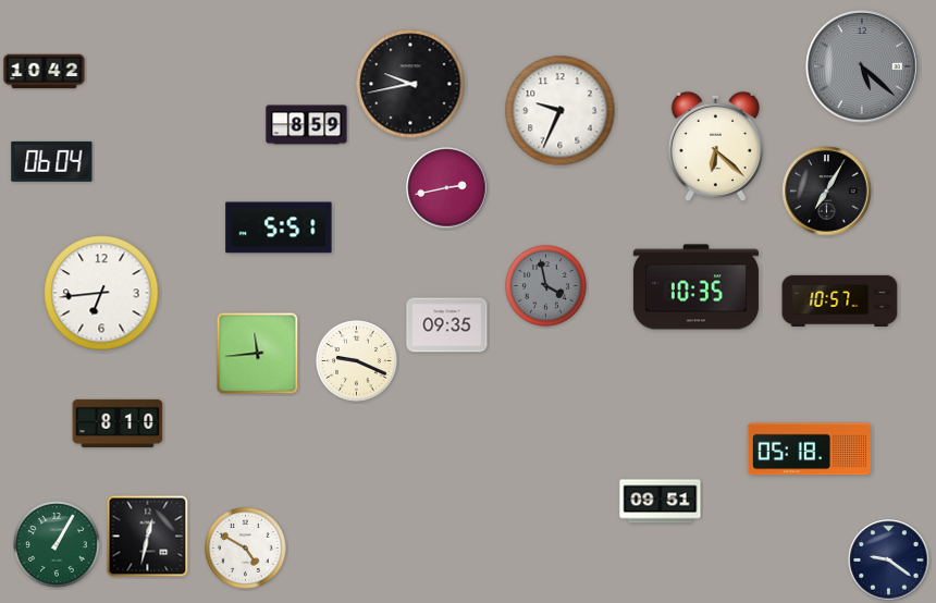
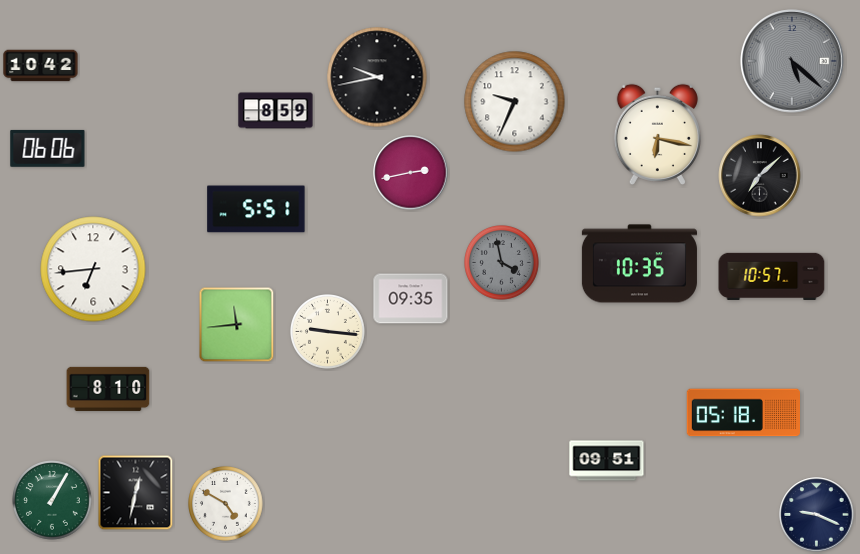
clock at (307, 125) position: (307, 125) -> (276, 111)
clock at (715, 146): 6:22 -> 6:17
clock at (52, 161): 06:04 -> 06:06
clock at (827, 192): 7:05 -> 7:08
clock at (357, 361): 9:19 -> 9:16
clock at (889, 561): 9:21 -> 9:19
